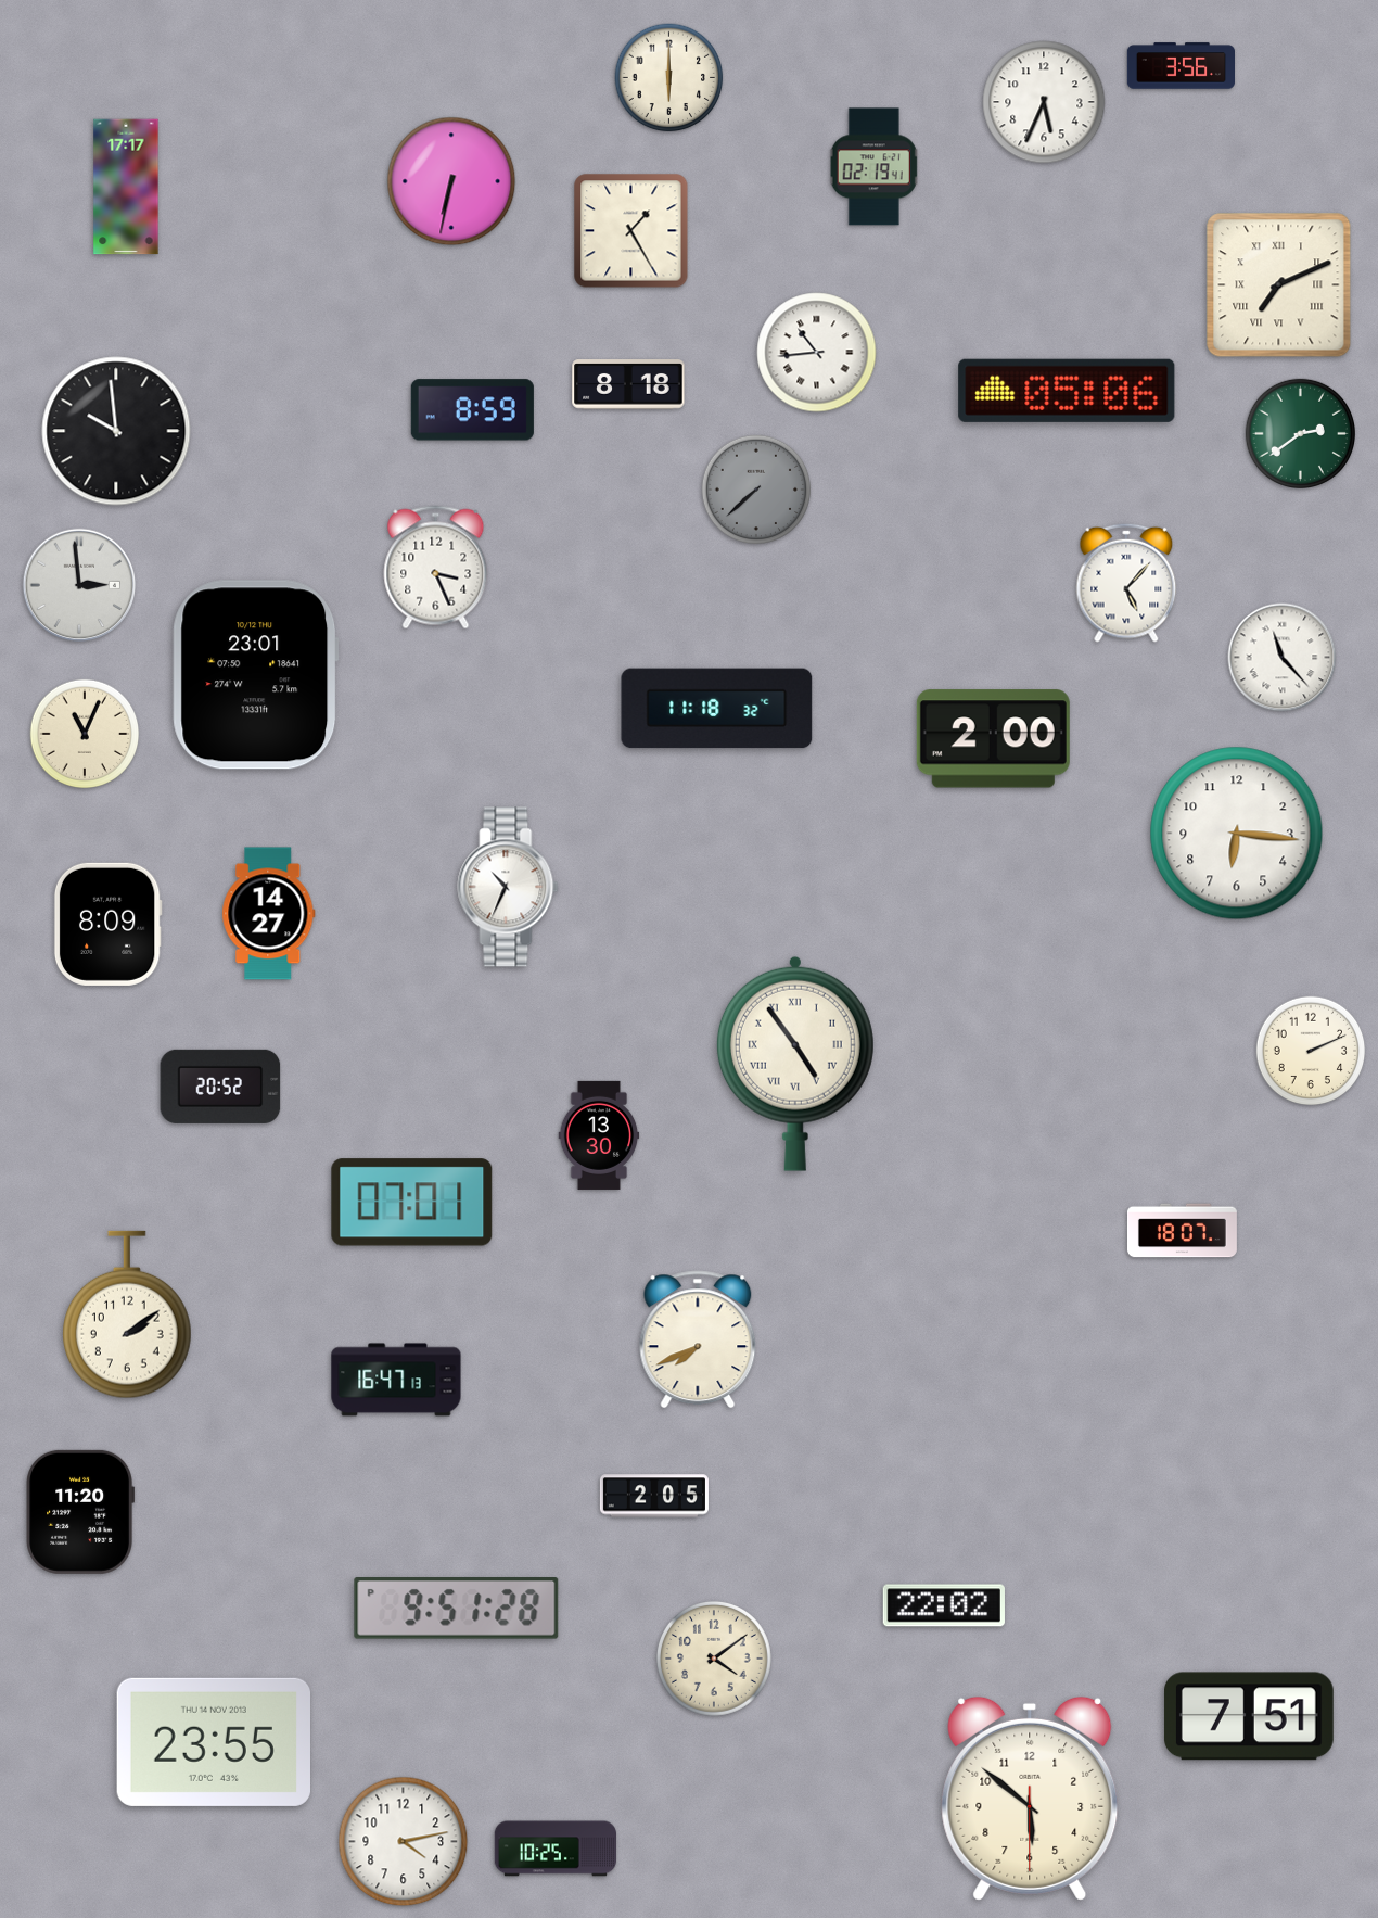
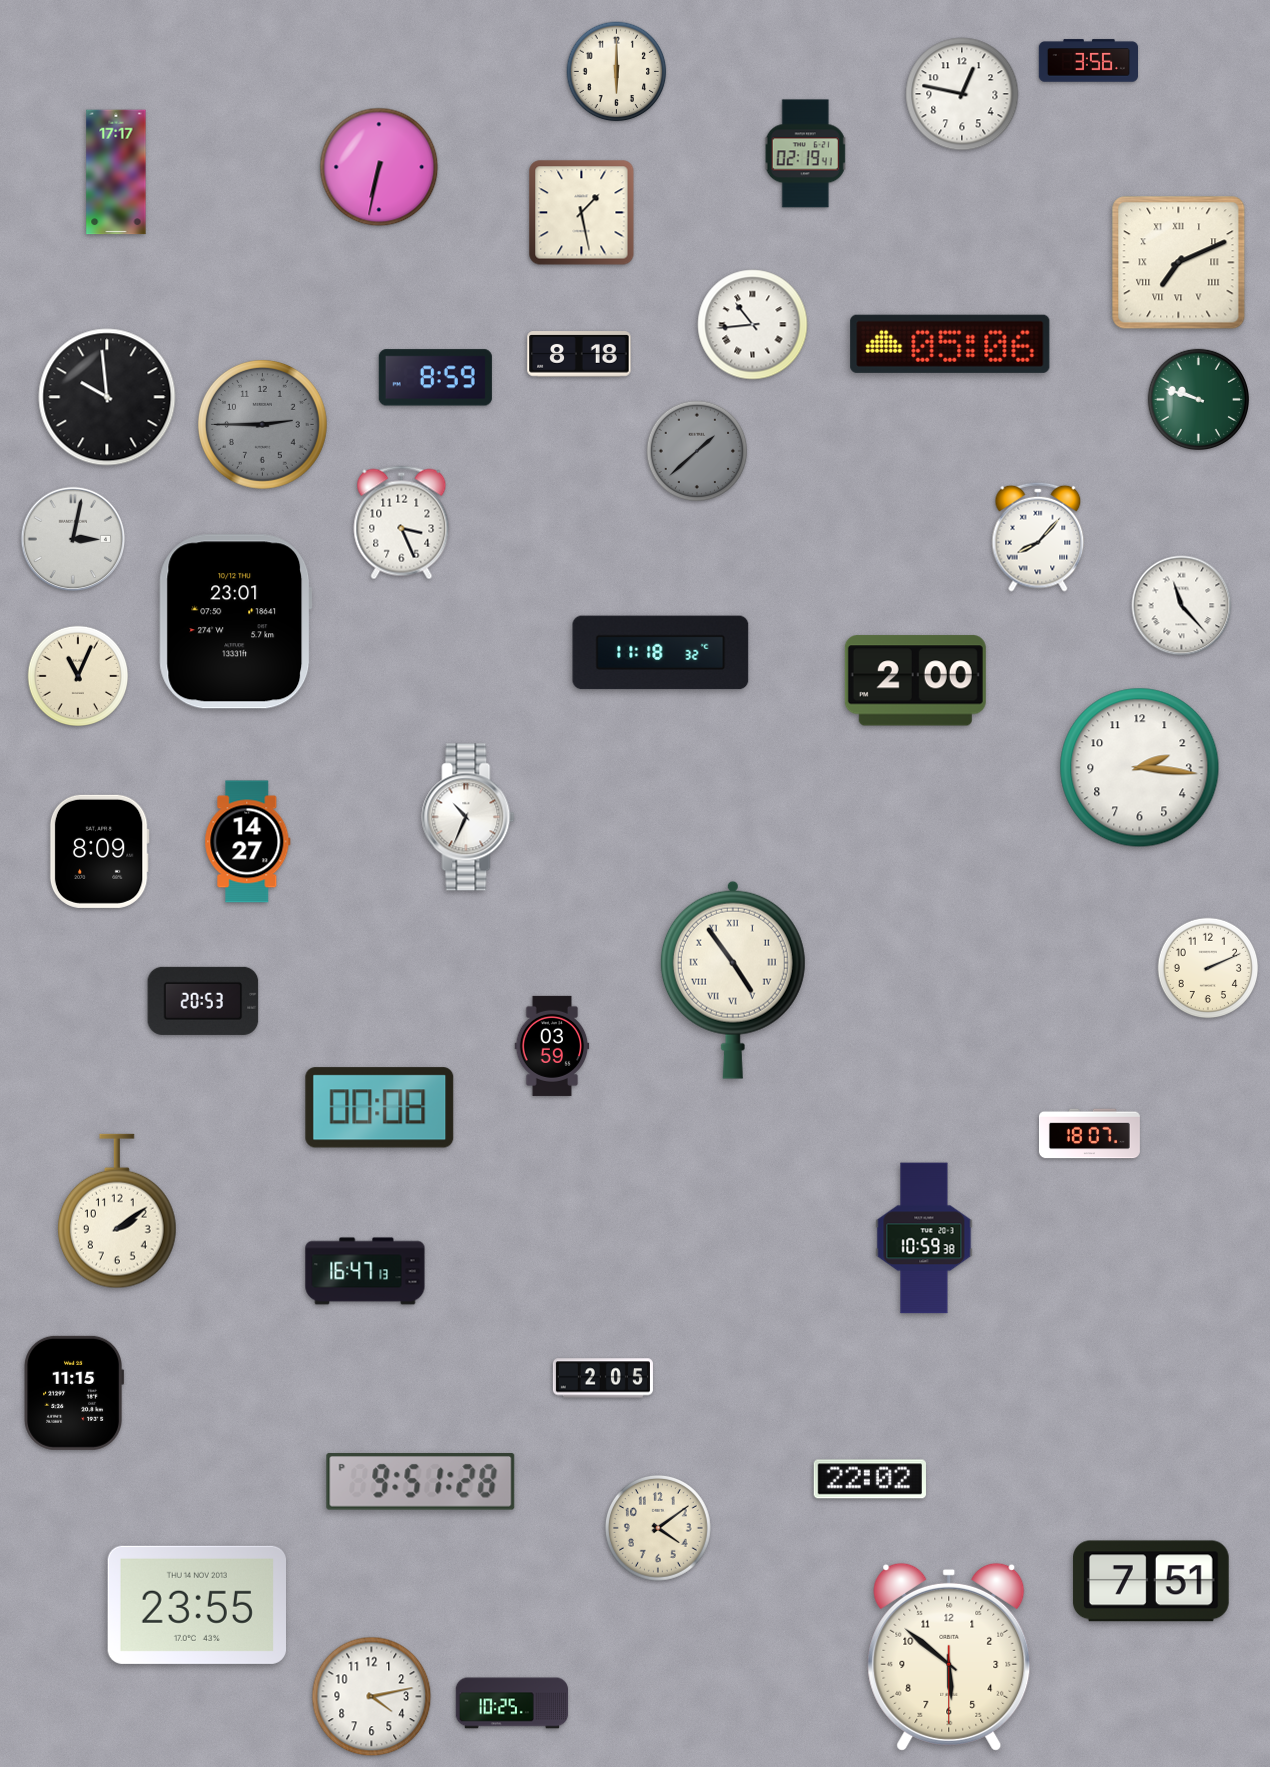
clock at (1044, 102): 5:34 -> 12:47
clock at (451, 181) position: (451, 181) -> (379, 167)
clock at (631, 231): 1:25 -> 1:28
clock at (1067, 391) position: (1067, 391) -> (950, 344)
clock at (1300, 433): 2:39 -> 9:48
clock at (262, 424): none -> 2:45
clock at (756, 490): 7:38 -> 1:38
clock at (1126, 583): 5:07 -> 8:07
clock at (79, 585): 2:59 -> 3:02
clock at (1237, 834): 6:16 -> 2:16
clock at (220, 1087): 20:52 -> 20:53
clock at (599, 1135): 13:30 -> 03:59
clock at (412, 1203): 07:01 -> 00:08
clock at (698, 1339): 7:41 -> none
clock at (924, 1238): none -> 10:59
clock at (80, 1512): 11:20 -> 11:15
